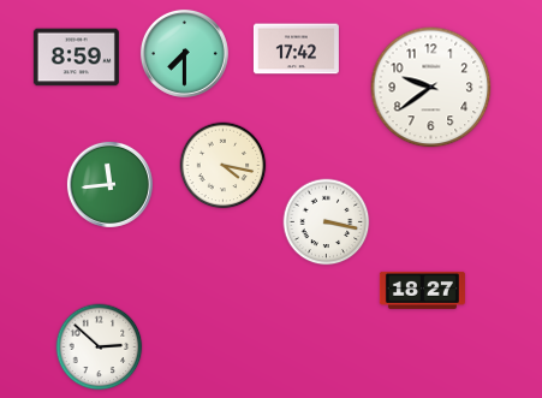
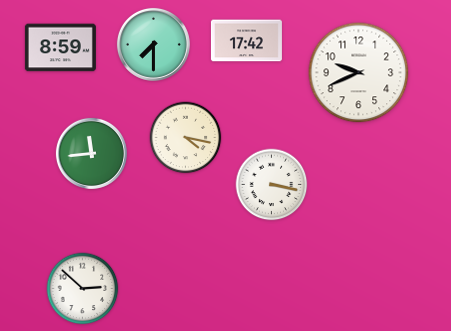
clock at (76, 58) position: (76, 58) -> (60, 48)
clock at (431, 88): 9:39 -> 9:41
clock at (422, 290): 18:27 -> none
